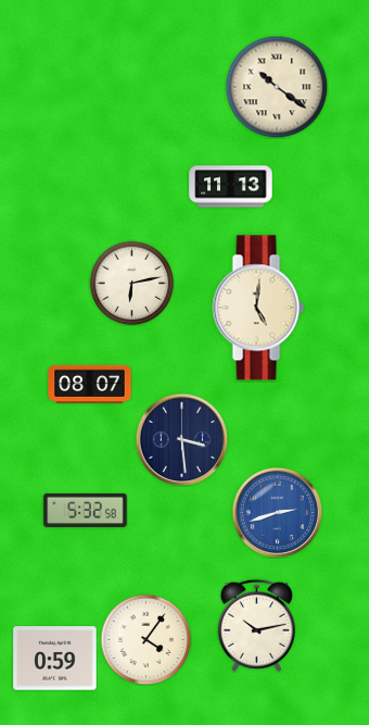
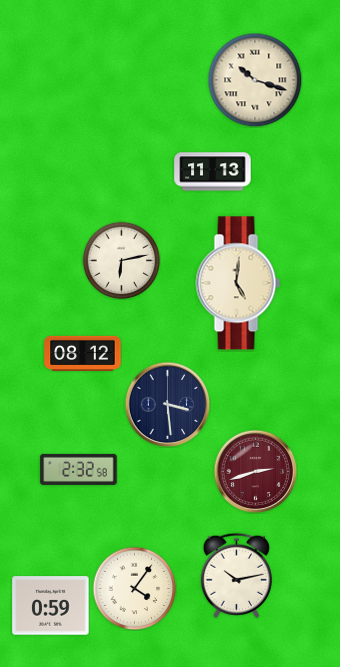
clock at (277, 87): 10:21 -> 10:18
clock at (90, 384): 08:07 -> 08:12
clock at (86, 510): 5:32 -> 2:32
clock at (277, 512) dial: blue -> burgundy
